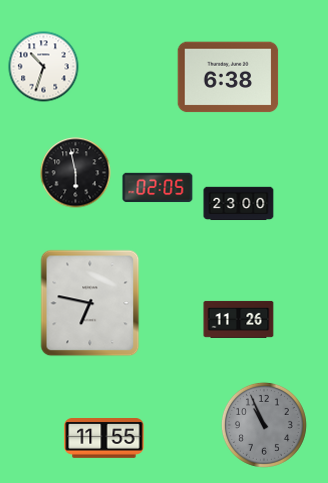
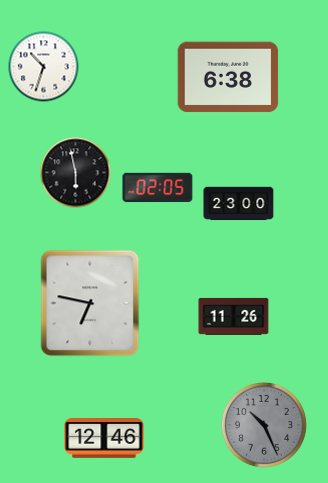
clock at (239, 319) position: (239, 319) -> (234, 316)
clock at (264, 425): 10:56 -> 10:26
clock at (104, 439): 11:55 -> 12:46
